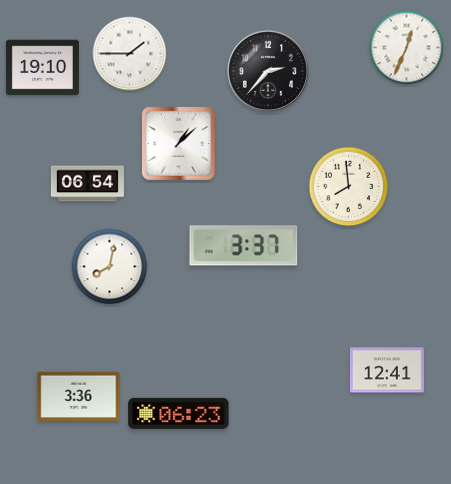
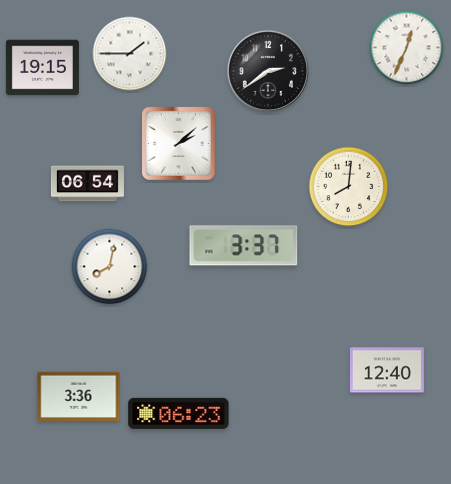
clock at (42, 68): 19:10 -> 19:15
clock at (267, 70): 2:37 -> 2:39
clock at (178, 143): 1:08 -> 2:08
clock at (349, 187): 7:59 -> 8:01
clock at (387, 370): 12:41 -> 12:40
